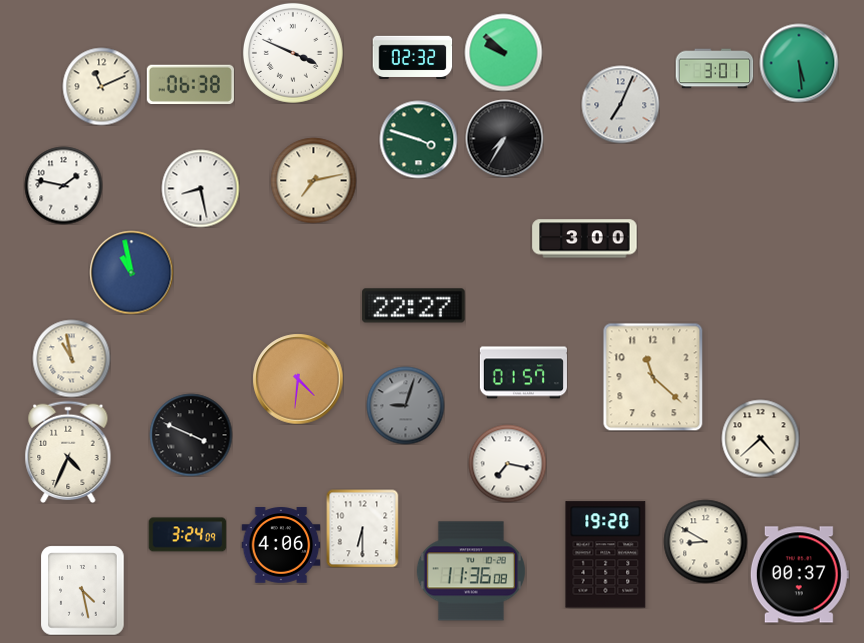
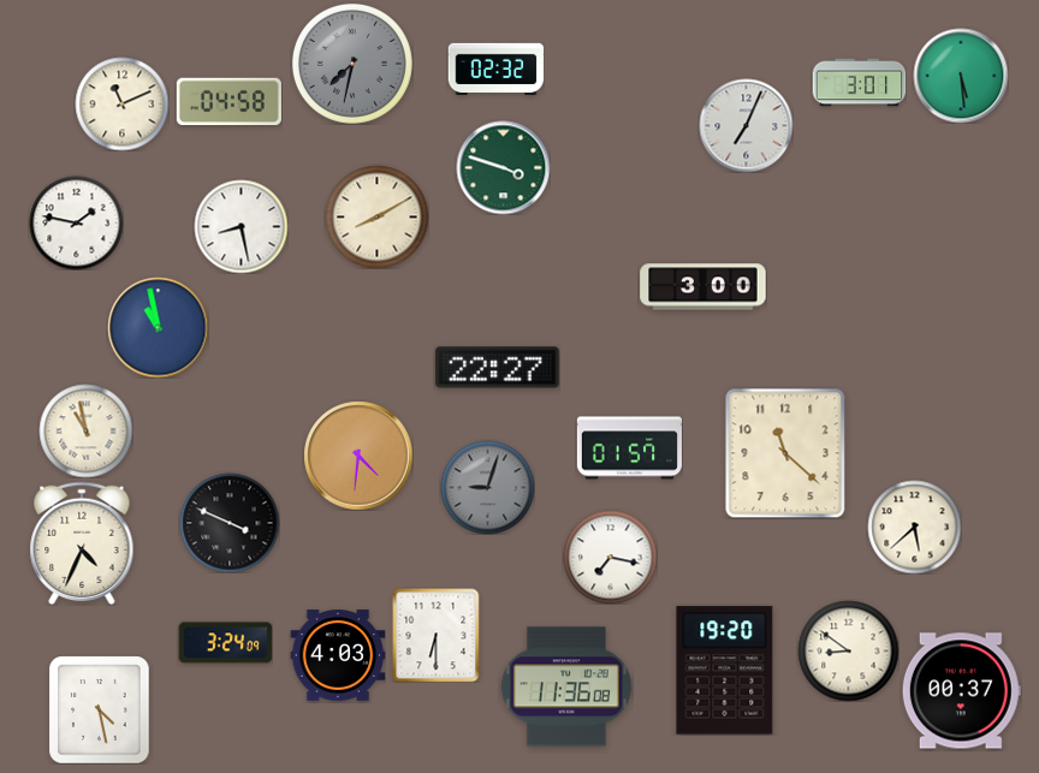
clock at (503, 52): 9:52 -> none
clock at (293, 53): 3:49 -> 7:32
clock at (293, 53) dial: white -> grey
clock at (190, 84): 06:38 -> 04:58
clock at (504, 138): 7:35 -> none
clock at (313, 180): 7:13 -> 8:10
clock at (760, 438): 4:38 -> 5:38
clock at (705, 541): 8:50 -> 8:51
clock at (281, 545): 4:06 -> 4:03
clock at (606, 555) position: (606, 555) -> (725, 671)
